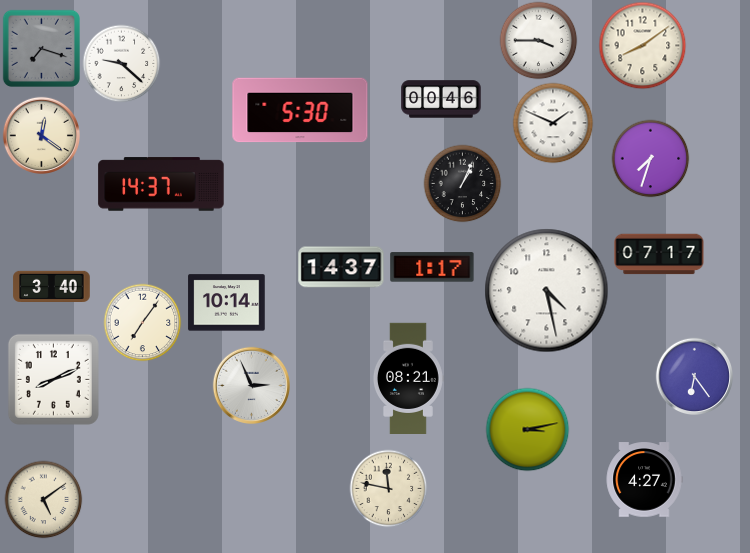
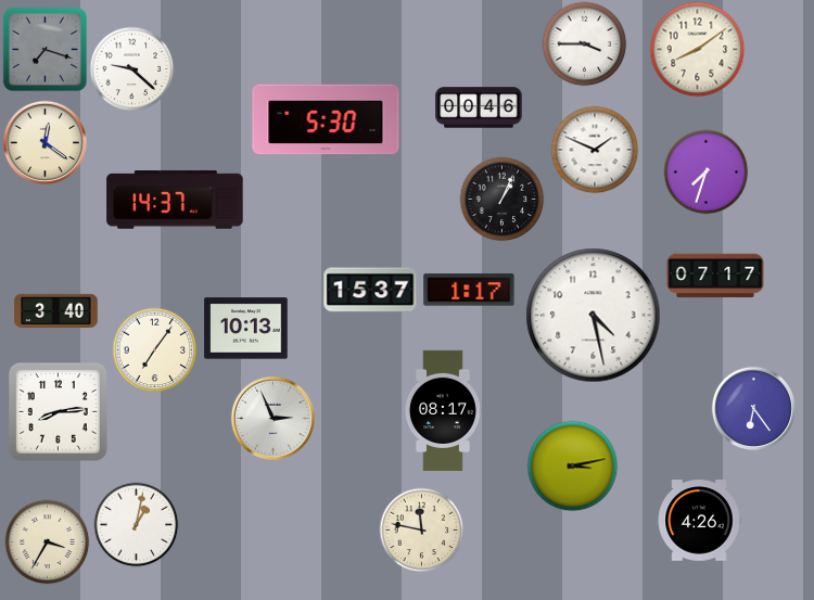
clock at (41, 48) position: (41, 48) -> (44, 49)
clock at (553, 123) position: (553, 123) -> (595, 150)
clock at (41, 135) position: (41, 135) -> (44, 142)
clock at (341, 267): 14:37 -> 15:37
clock at (227, 303): 10:14 -> 10:13
clock at (408, 378): 08:21 -> 08:17
clock at (53, 379): 8:11 -> 8:14
clock at (644, 480): 4:27 -> 4:26
clock at (136, 524): none -> 1:02
clock at (43, 499): 5:09 -> 3:35
